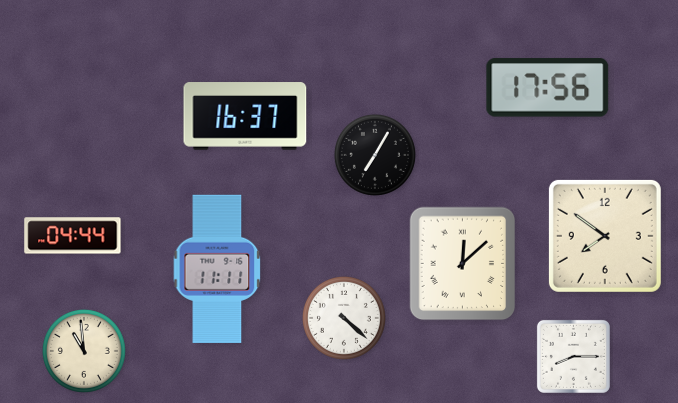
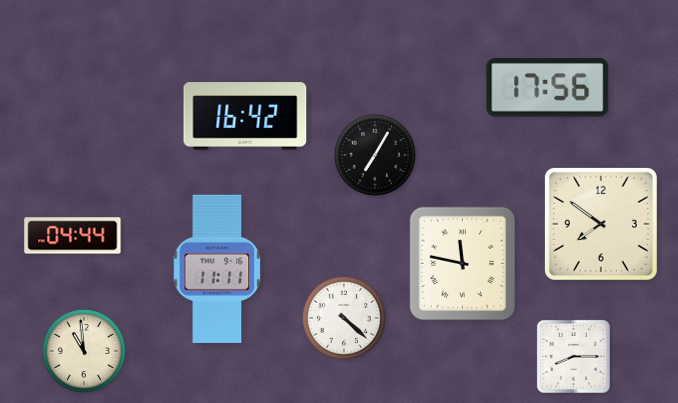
clock at (245, 116): 16:37 -> 16:42
clock at (605, 236) position: (605, 236) -> (601, 224)
clock at (463, 264): 12:08 -> 11:47
